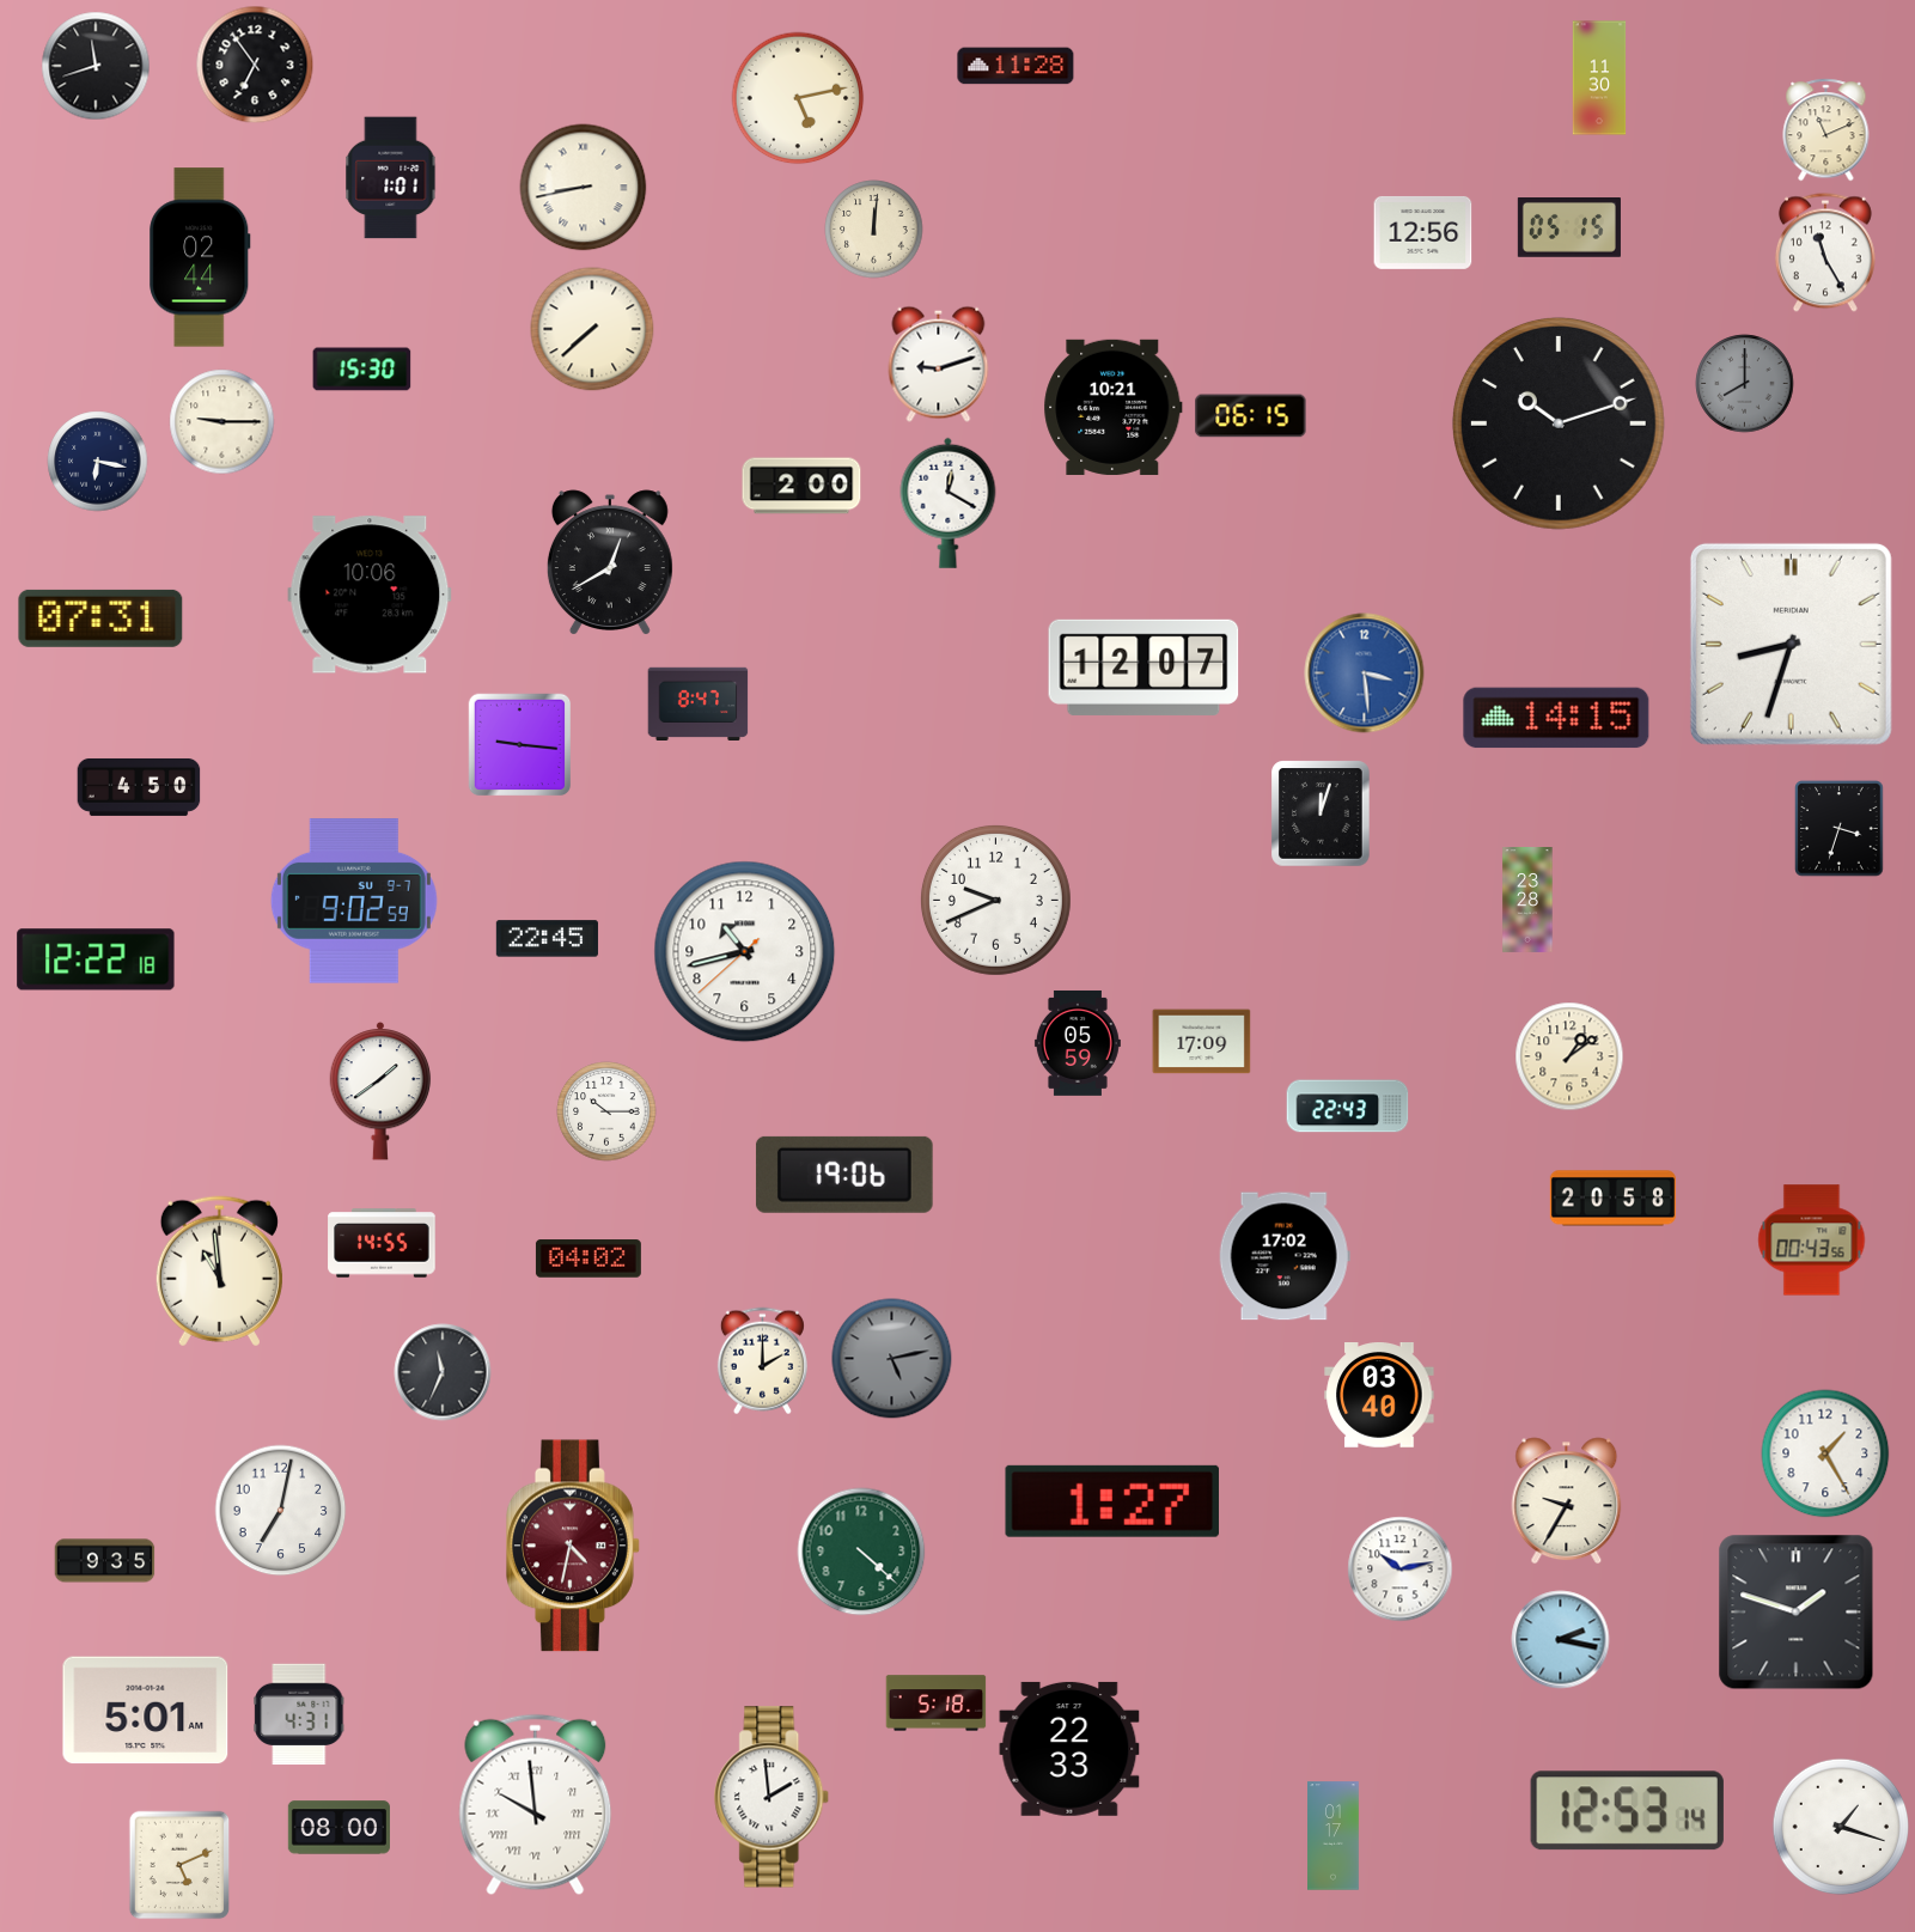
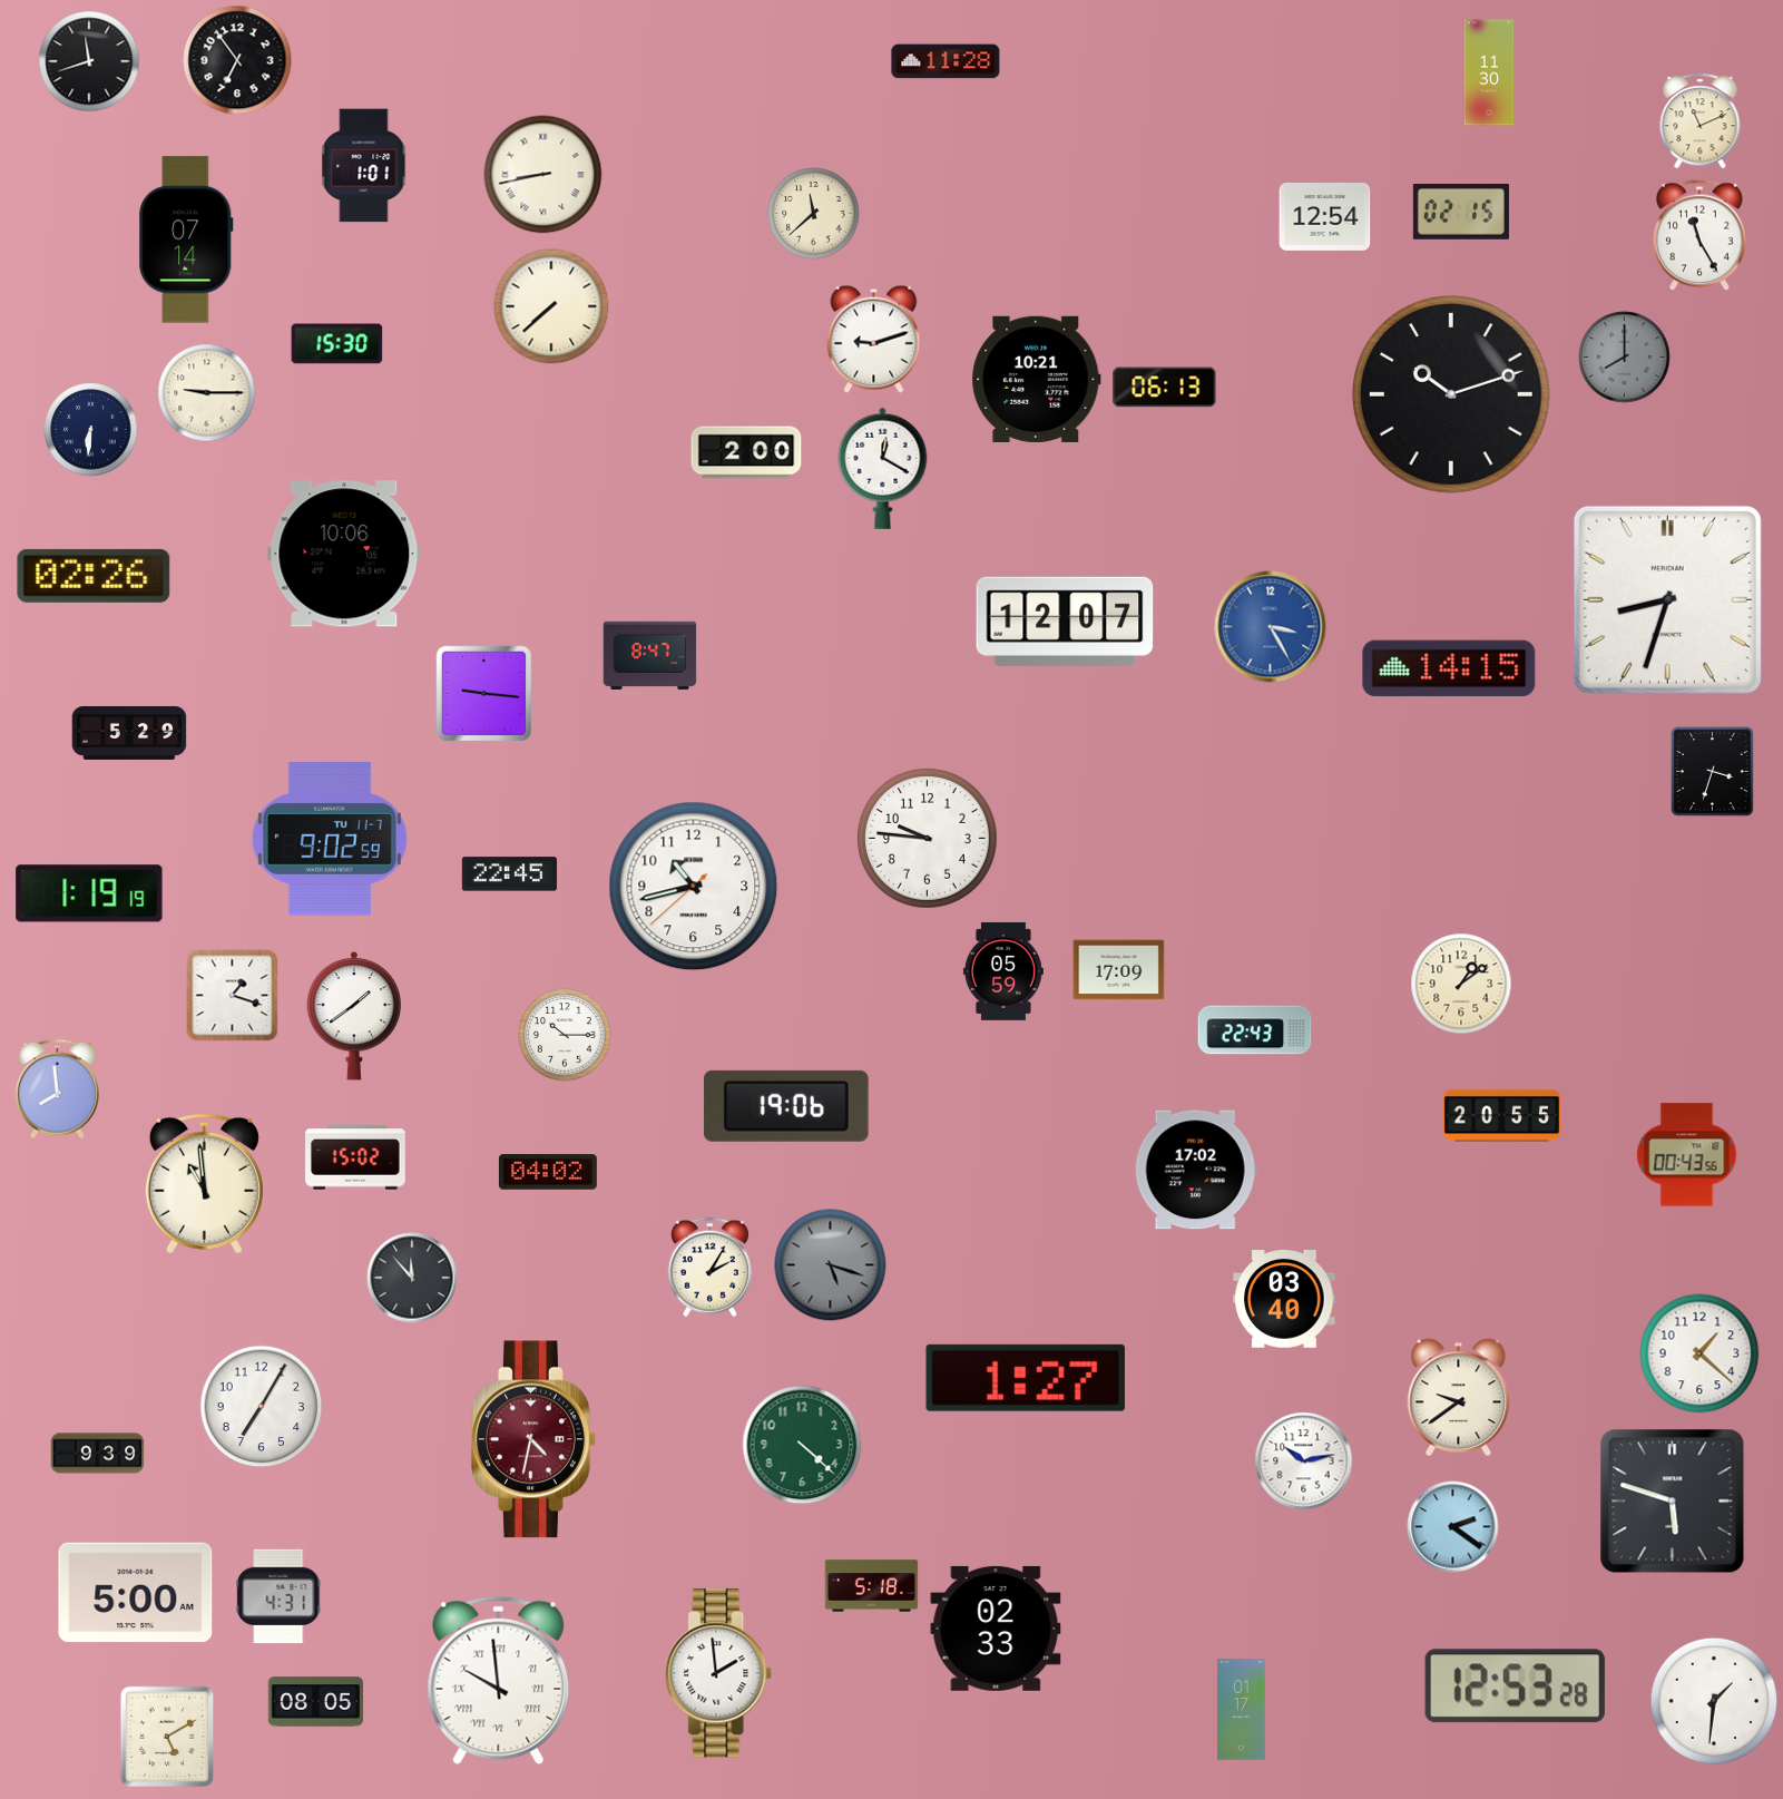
clock at (798, 98): 5:13 -> none
clock at (1569, 228): 05:15 -> 02:15
clock at (874, 230): 12:01 -> 11:38
clock at (1423, 232): 12:56 -> 12:54
clock at (200, 257): 02:44 -> 07:14
clock at (1251, 416): 06:15 -> 06:13
clock at (98, 462): 6:17 -> 6:31
clock at (610, 562): 12:40 -> none
clock at (100, 618): 07:31 -> 02:26
clock at (1365, 674): 3:29 -> 3:25
clock at (139, 787): 4:50 -> 5:29
clock at (1321, 813): 12:03 -> none
clock at (995, 900): 9:41 -> 9:46
clock at (1527, 901): 23:28 -> none
clock at (354, 902) date: SU 9-7 -> TU 11-7
clock at (96, 959): 12:22 -> 1:19
clock at (233, 996): none -> 1:18
clock at (57, 1089): none -> 7:59
clock at (844, 1175) position: (844, 1175) -> (786, 1106)
clock at (1612, 1199): 20:58 -> 20:55
clock at (382, 1243): 14:55 -> 15:02
clock at (892, 1359): 5:13 -> 5:18
clock at (762, 1361): 2:00 -> 2:05
clock at (443, 1372): 11:34 -> 11:53
clock at (1825, 1453): 1:25 -> 1:22
clock at (1112, 1501) position: (1112, 1501) -> (1026, 1378)
clock at (1567, 1501): 9:35 -> 9:39
clock at (281, 1511): 7:02 -> 7:05
clock at (105, 1561): 9:35 -> 9:39
clock at (1797, 1613): 1:48 -> 5:48
clock at (1561, 1640): 2:17 -> 2:21
clock at (146, 1711): 5:01 -> 5:00
clock at (1069, 1749): 22:33 -> 02:33
clock at (1627, 1811): 12:53:14 -> 12:53:28
clock at (1841, 1827): 1:18 -> 1:31
clock at (339, 1828): 08:00 -> 08:05
clock at (179, 1865): 5:11 -> 5:10
